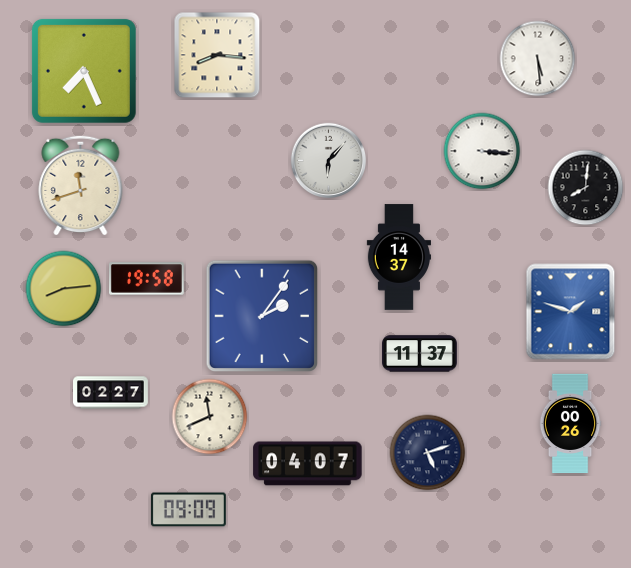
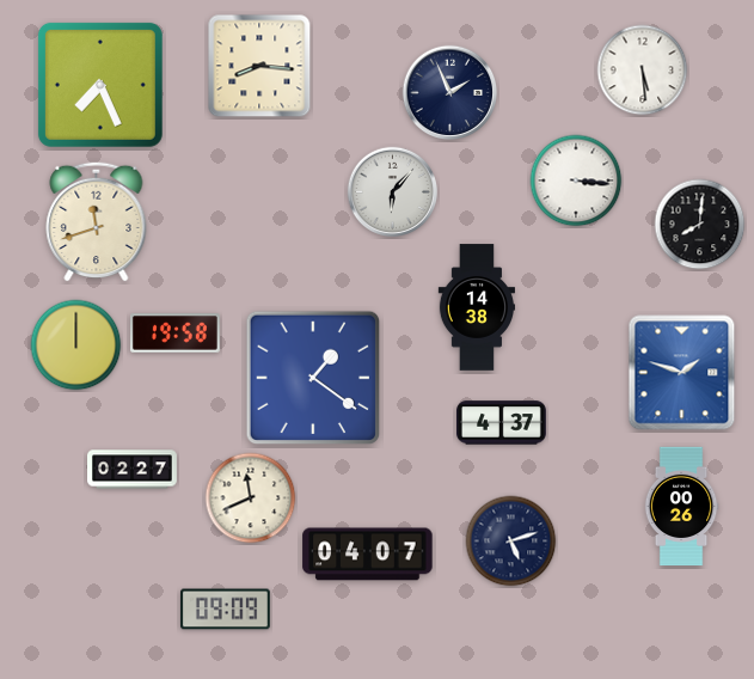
clock at (450, 93): none -> 1:56
clock at (398, 257): 14:37 -> 14:38
clock at (64, 289): 8:14 -> 12:00
clock at (262, 316): 2:06 -> 1:21
clock at (420, 354): 11:37 -> 4:37
